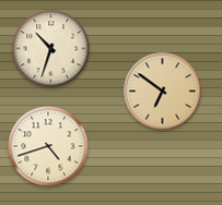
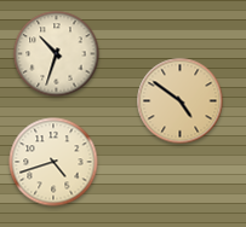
clock at (163, 92): 6:51 -> 4:51
